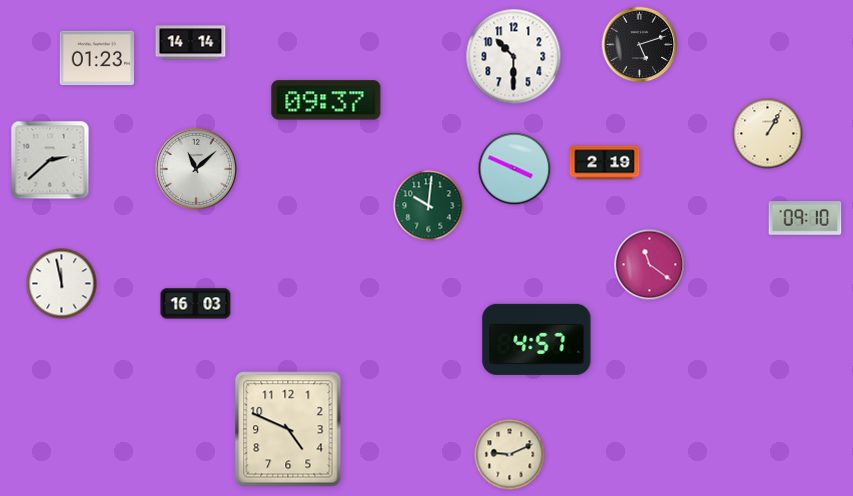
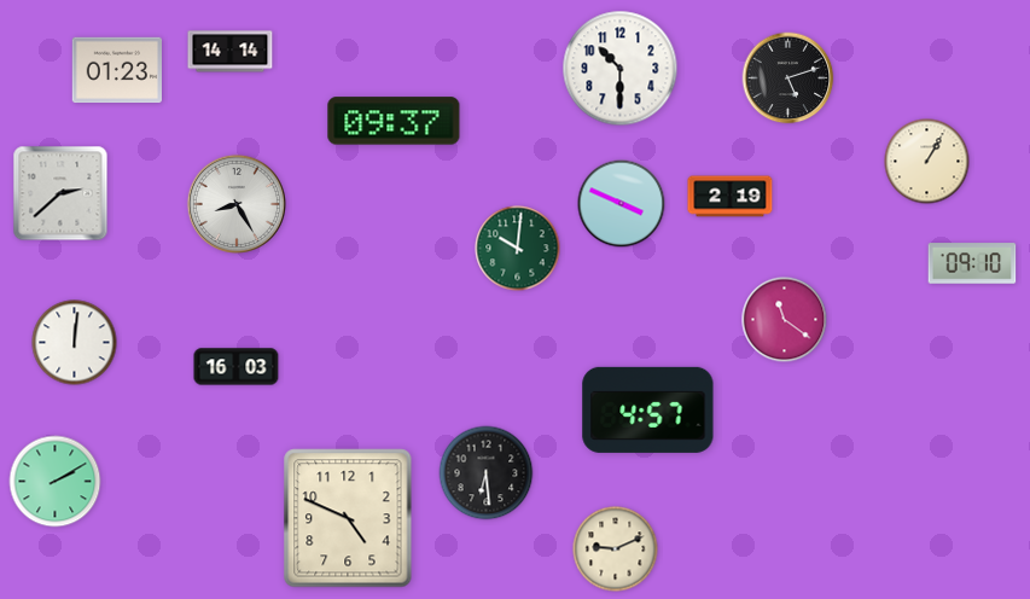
clock at (640, 45) position: (640, 45) -> (788, 78)
clock at (196, 169): 11:08 -> 8:25
clock at (62, 284): 11:58 -> 12:01
clock at (487, 473): none -> 6:29
clock at (56, 482): none -> 2:10
